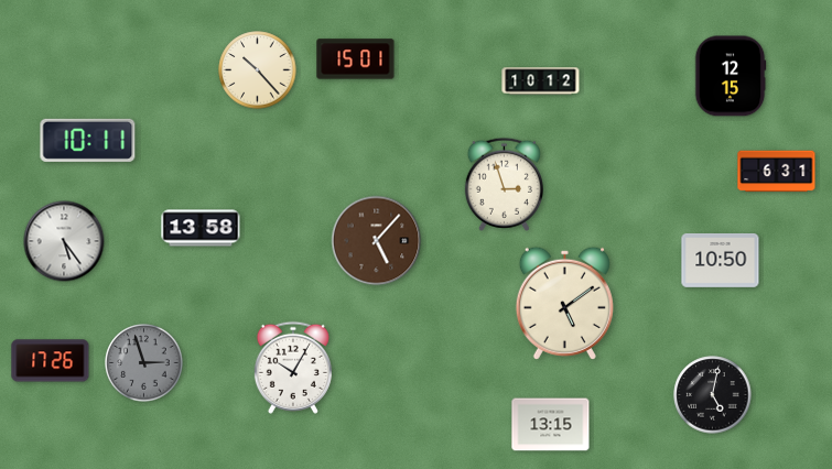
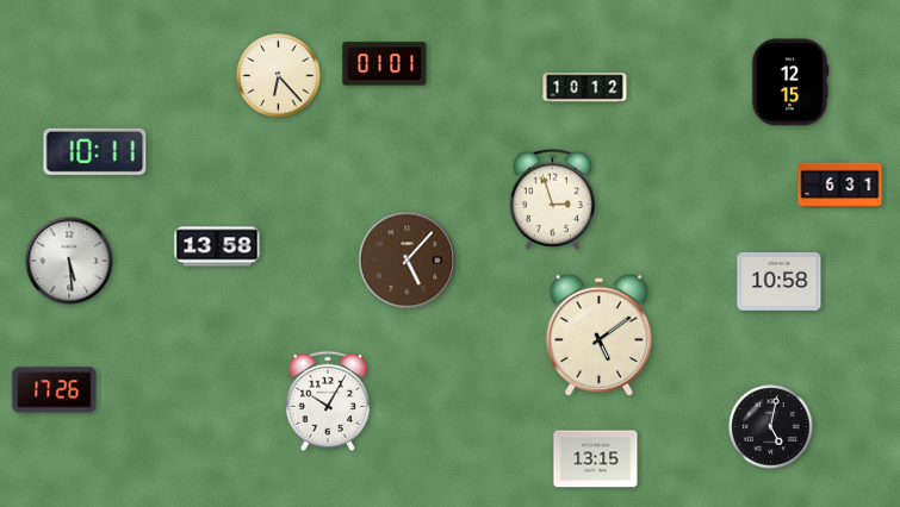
clock at (356, 59): 15:01 -> 01:01
clock at (258, 70): 10:23 -> 6:23
clock at (504, 184) position: (504, 184) -> (552, 199)
clock at (64, 241): 5:24 -> 5:29
clock at (721, 260): 10:50 -> 10:58
clock at (564, 303) position: (564, 303) -> (598, 334)
clock at (144, 363): 2:57 -> none
clock at (293, 368) position: (293, 368) -> (328, 401)
